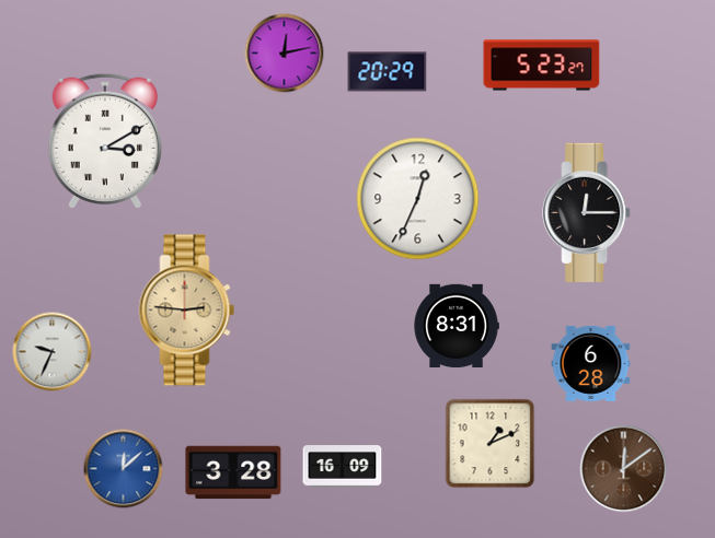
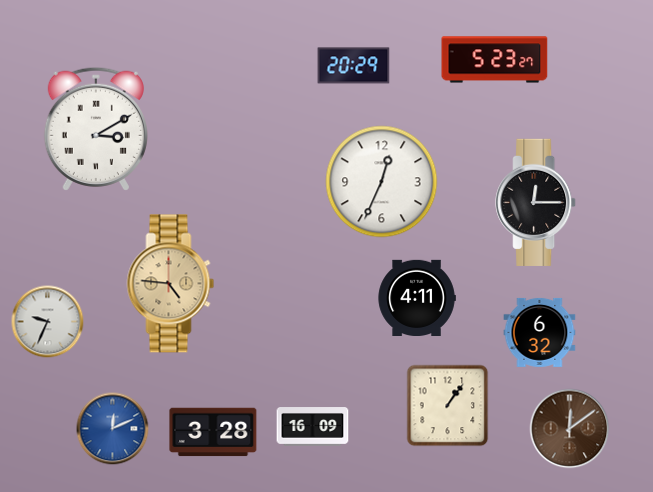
clock at (285, 54): 12:13 -> none
clock at (587, 212) position: (587, 212) -> (536, 202)
clock at (187, 311): 2:46 -> 4:46
clock at (457, 325): 8:31 -> 4:11
clock at (591, 363): 6:28 -> 6:32
clock at (491, 444): 1:11 -> 1:06
clock at (124, 469): 12:08 -> 12:11
